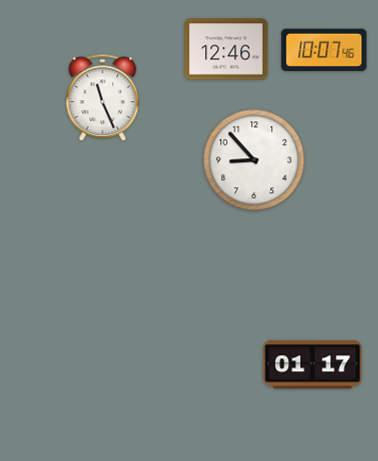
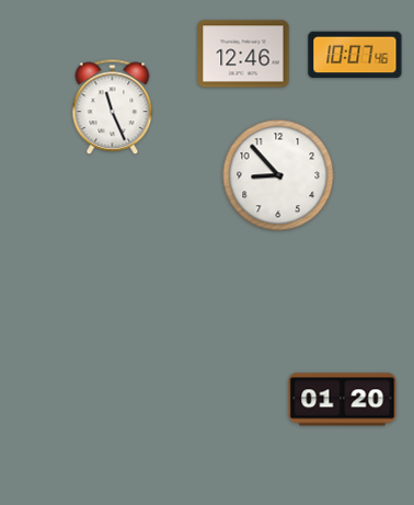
clock at (226, 49) position: (226, 49) -> (243, 54)
clock at (313, 365): 01:17 -> 01:20
